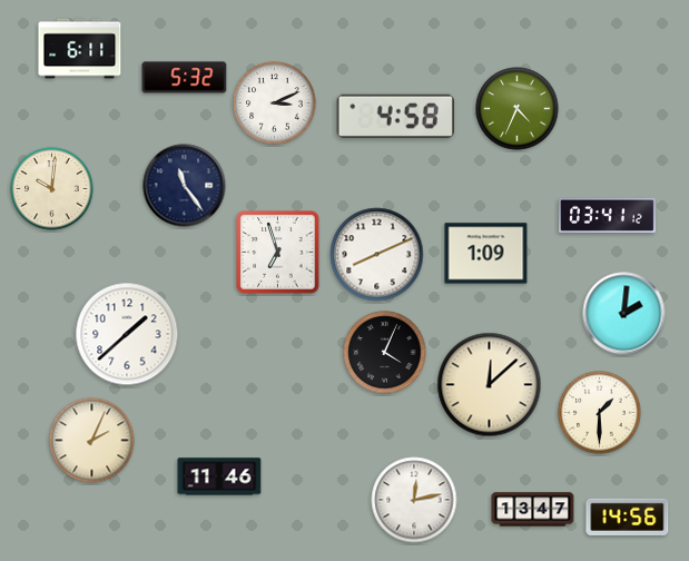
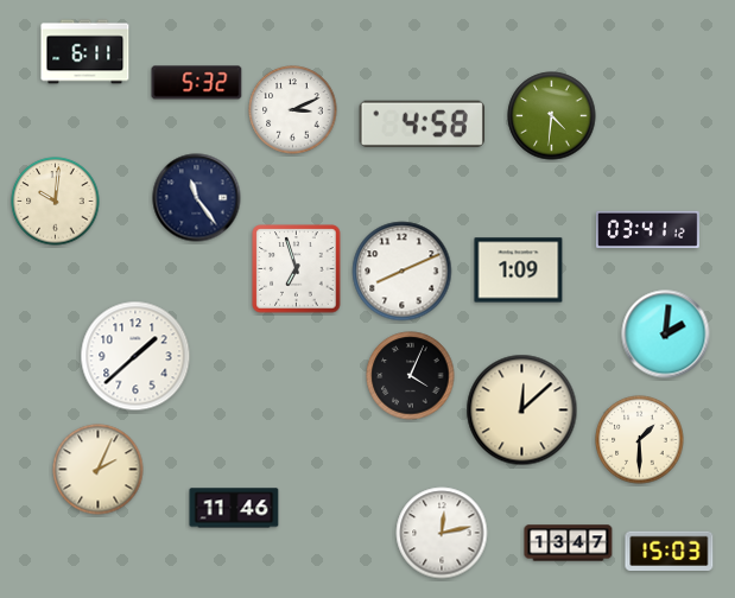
clock at (518, 109): 4:34 -> 4:31
clock at (628, 516): 14:56 -> 15:03
